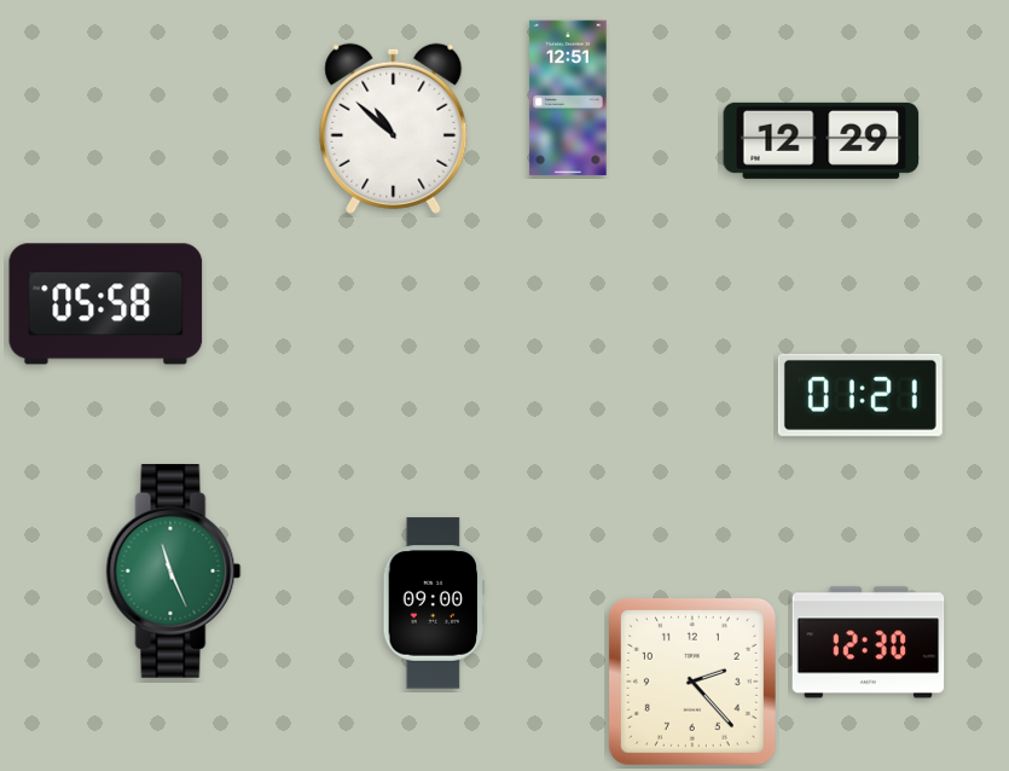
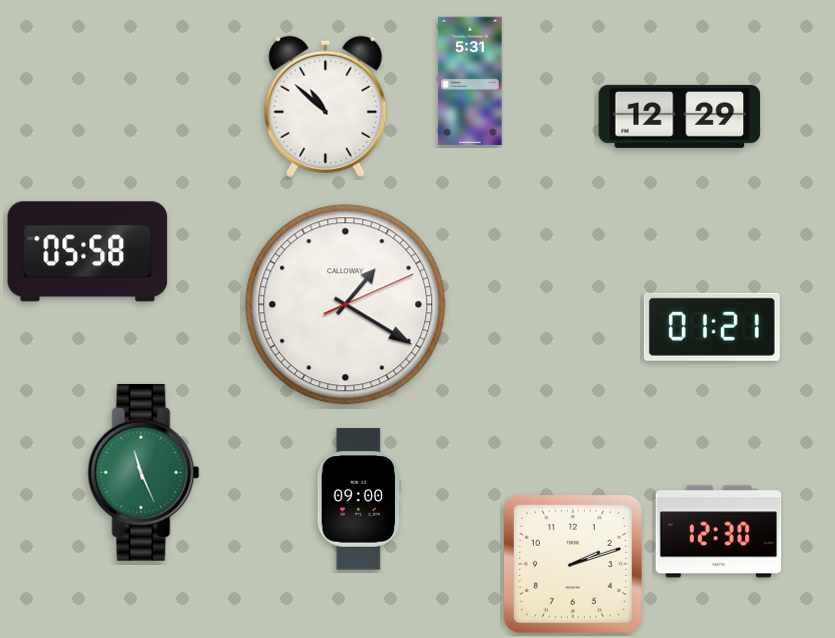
clock at (568, 98): 12:51 -> 5:31
clock at (346, 305): none -> 1:20
clock at (692, 682): 2:23 -> 2:12
